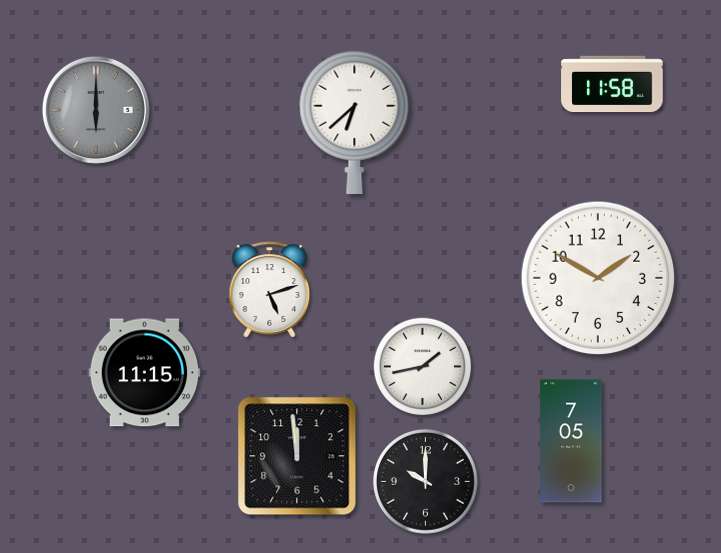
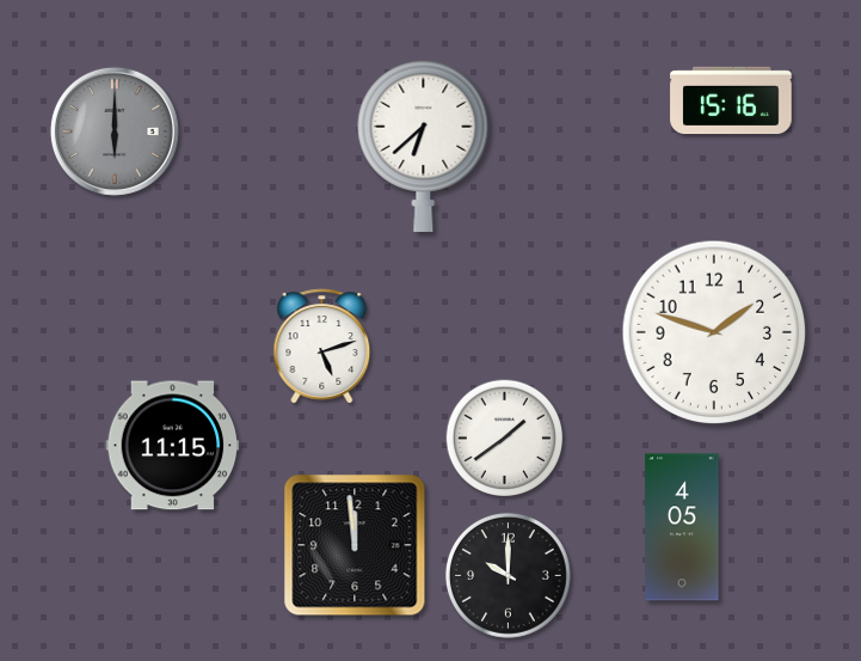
clock at (612, 84): 11:58 -> 15:16
clock at (598, 278): 1:50 -> 1:48
clock at (423, 367): 1:43 -> 1:39
clock at (571, 441): 7:05 -> 4:05
